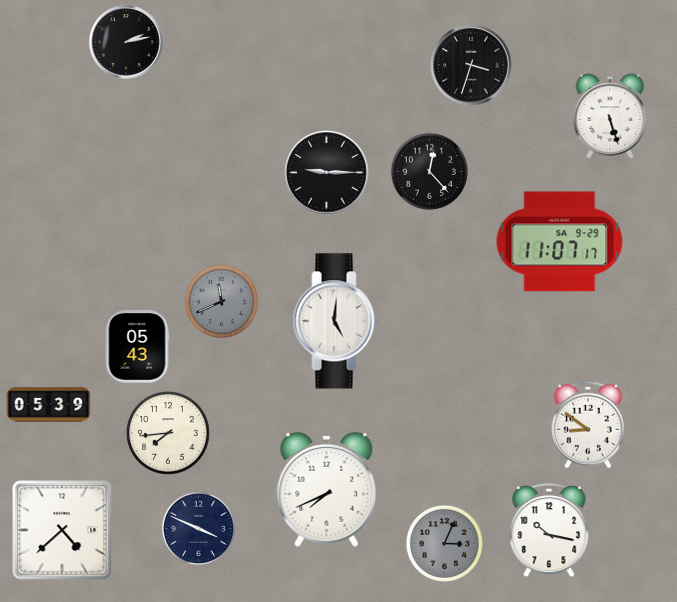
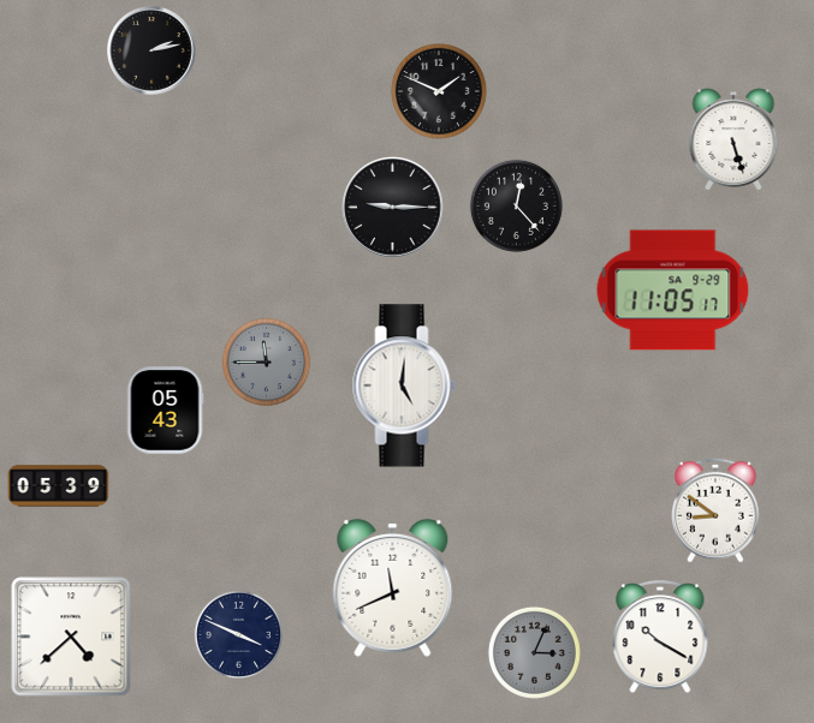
clock at (471, 65): 3:33 -> none
clock at (439, 91): none -> 1:49
clock at (560, 242): 11:07 -> 11:05
clock at (221, 301): 11:41 -> 11:45
clock at (137, 347) position: (137, 347) -> (165, 411)
clock at (588, 425) position: (588, 425) -> (715, 510)
clock at (168, 433): 7:44 -> none
clock at (327, 489): 7:41 -> 11:41
clock at (62, 530) position: (62, 530) -> (71, 637)
clock at (549, 531): 10:17 -> 10:20
